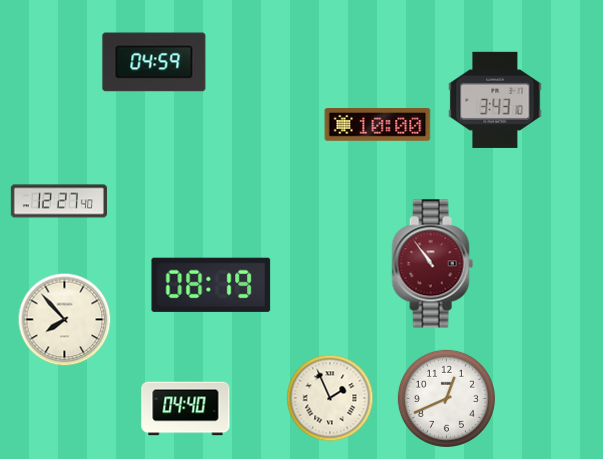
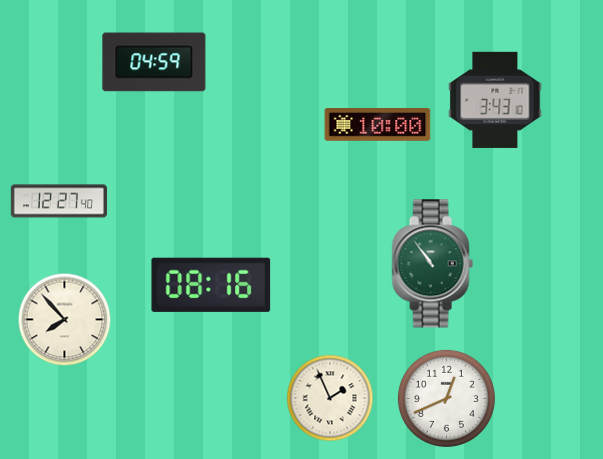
clock at (432, 264) dial: burgundy -> green
clock at (211, 285): 08:19 -> 08:16
clock at (186, 409): 04:40 -> none
